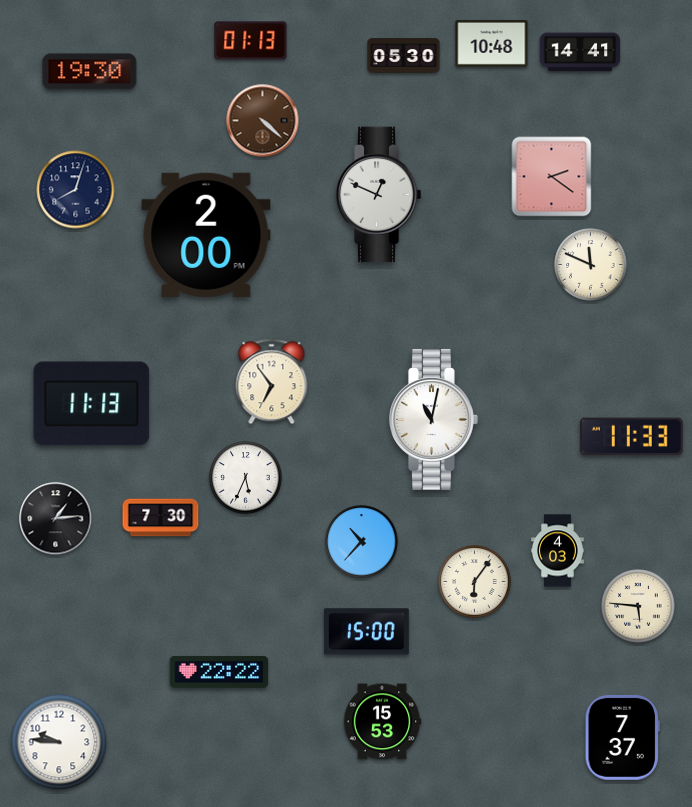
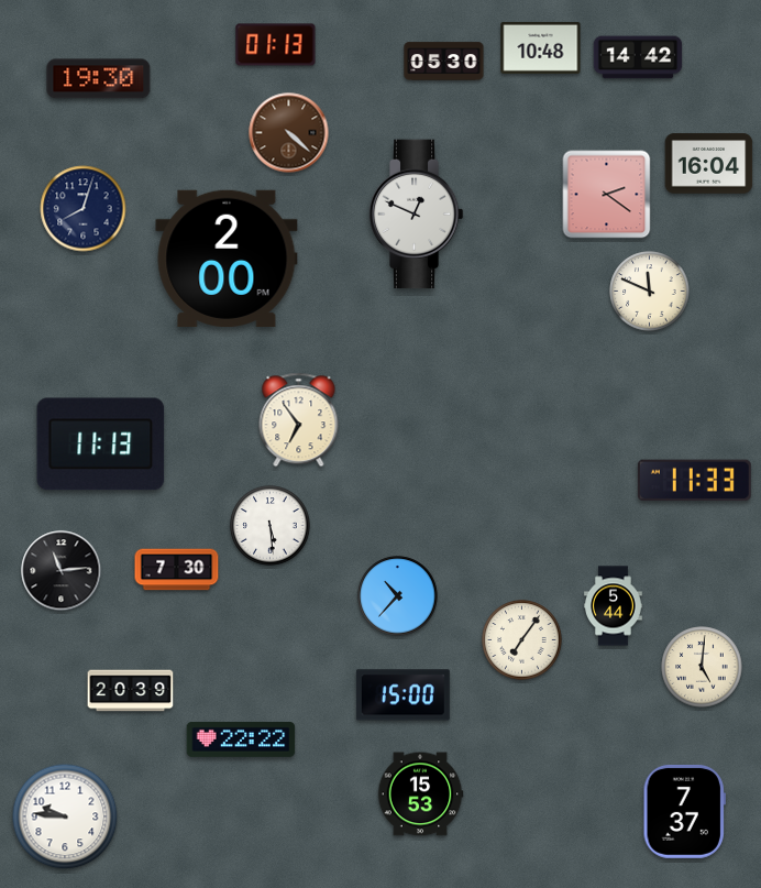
clock at (580, 52): 14:41 -> 14:42
clock at (709, 164): none -> 16:04
clock at (434, 419): 11:02 -> none
clock at (246, 478): 5:34 -> 5:29
clock at (56, 519): 1:14 -> 11:14
clock at (558, 551): 4:03 -> 5:44
clock at (475, 582): 6:06 -> 7:06
clock at (638, 606): 5:46 -> 5:01
clock at (131, 691): none -> 20:39
